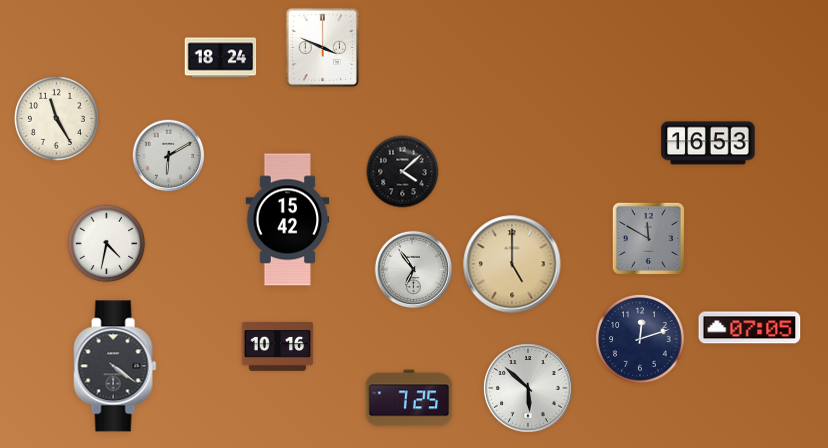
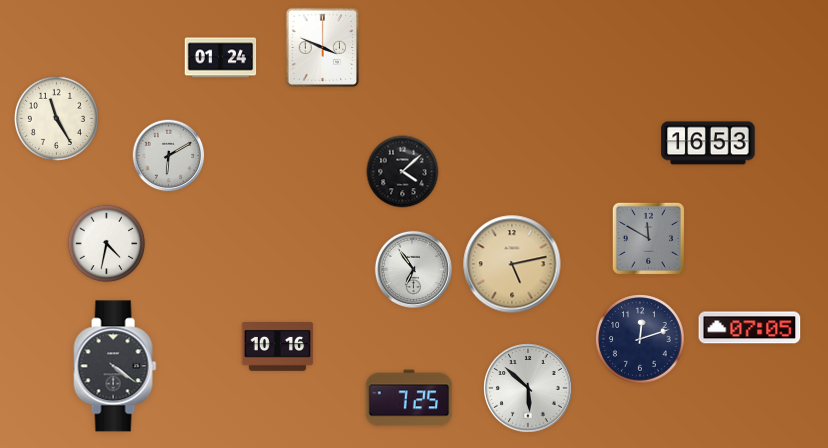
clock at (221, 58): 18:24 -> 01:24
clock at (288, 220): 15:42 -> none
clock at (512, 264): 5:00 -> 5:13
